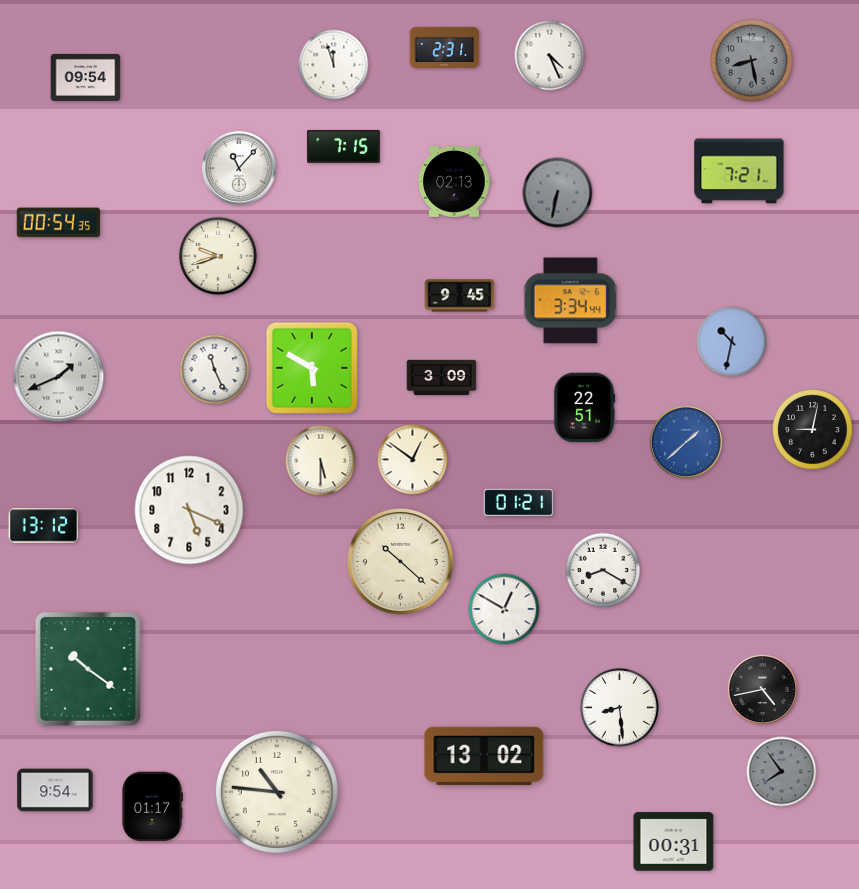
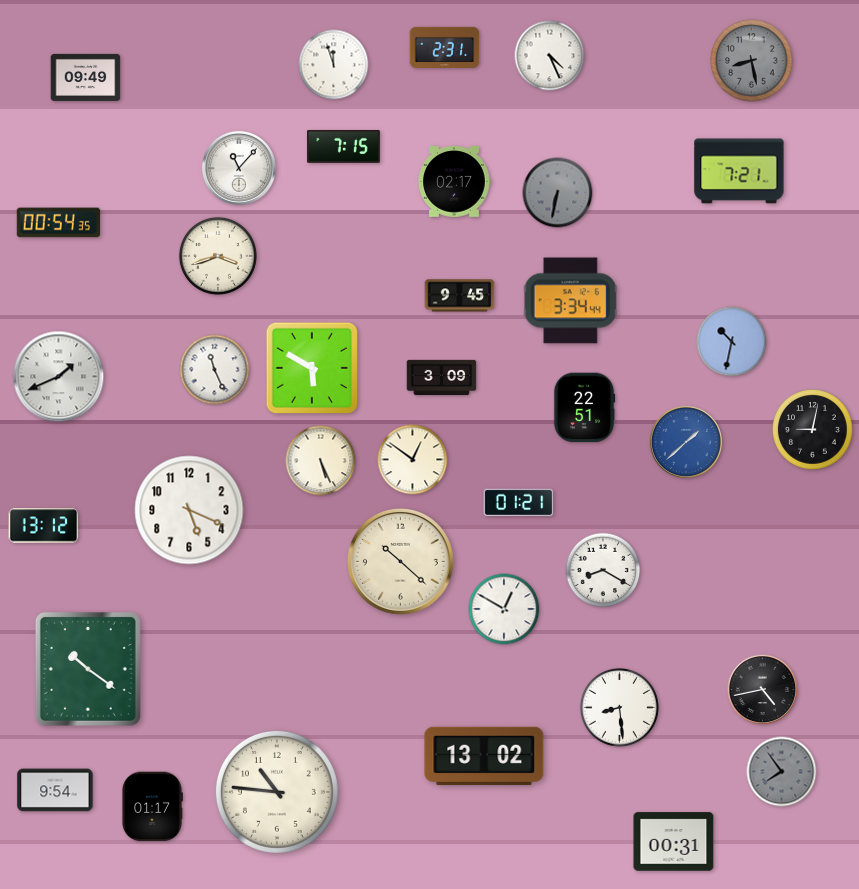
clock at (86, 77): 09:54 -> 09:49
clock at (454, 182): 02:13 -> 02:17
clock at (218, 256): 9:42 -> 3:42
clock at (321, 461): 5:30 -> 5:26
